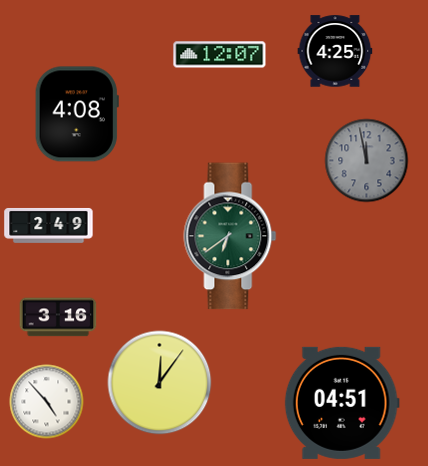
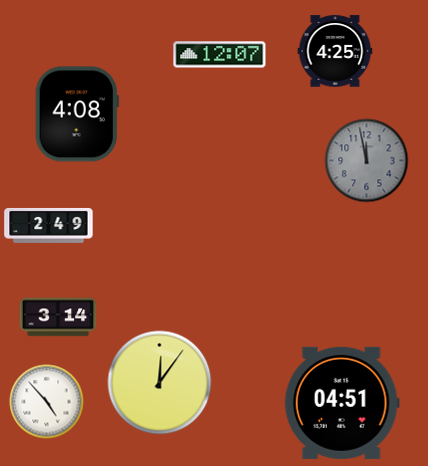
clock at (230, 236): 6:39 -> none
clock at (58, 317): 3:16 -> 3:14
